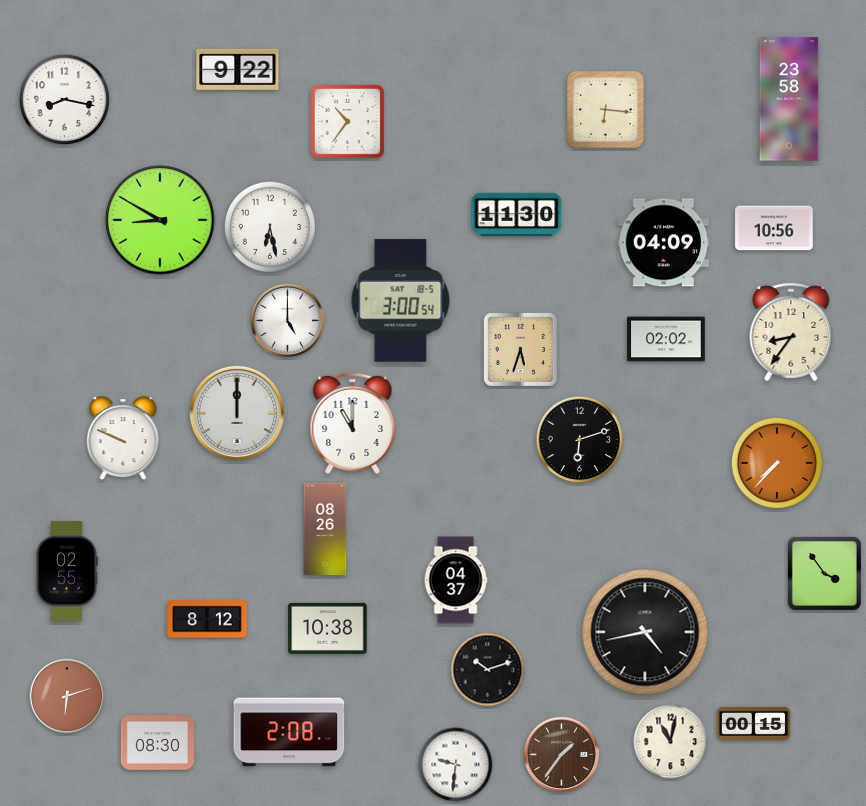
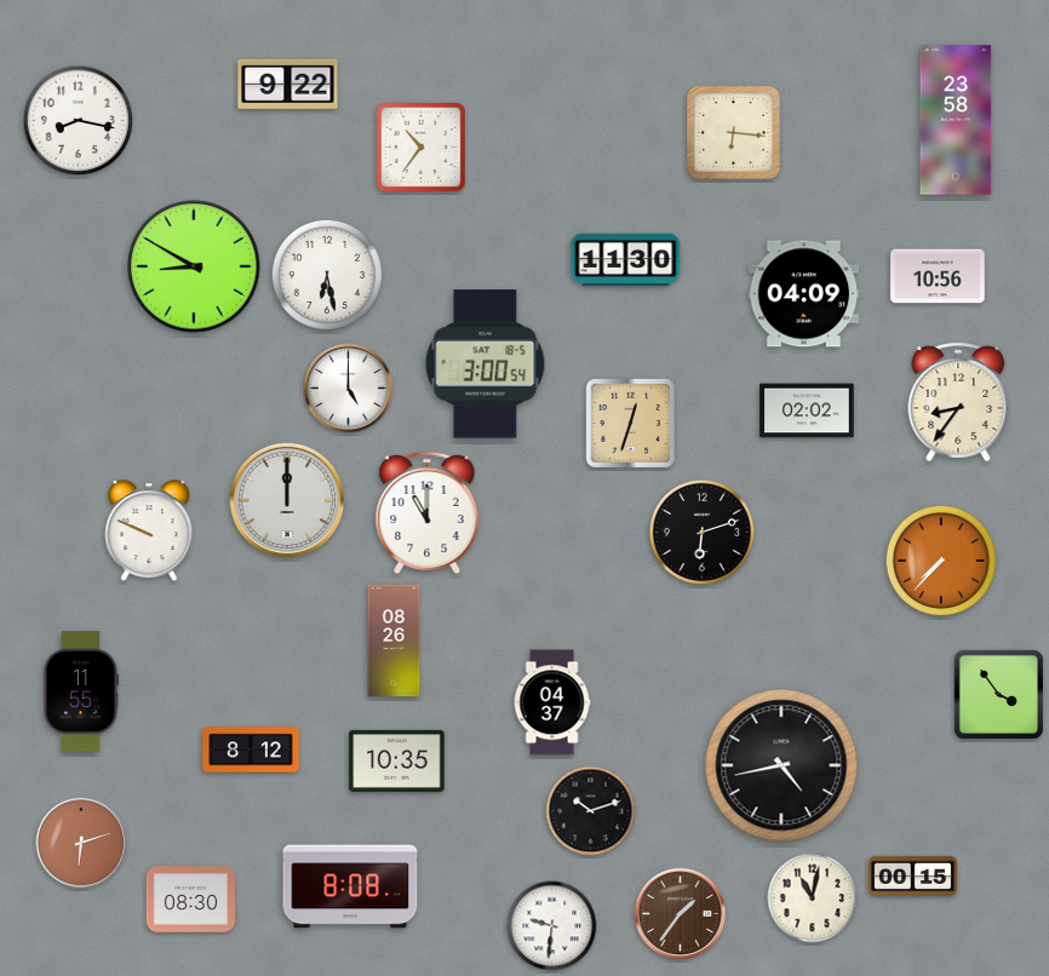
clock at (520, 349): 5:33 -> 12:33
clock at (67, 571): 02:55 -> 11:55
clock at (328, 628): 10:38 -> 10:35
clock at (289, 732): 2:08 -> 8:08
